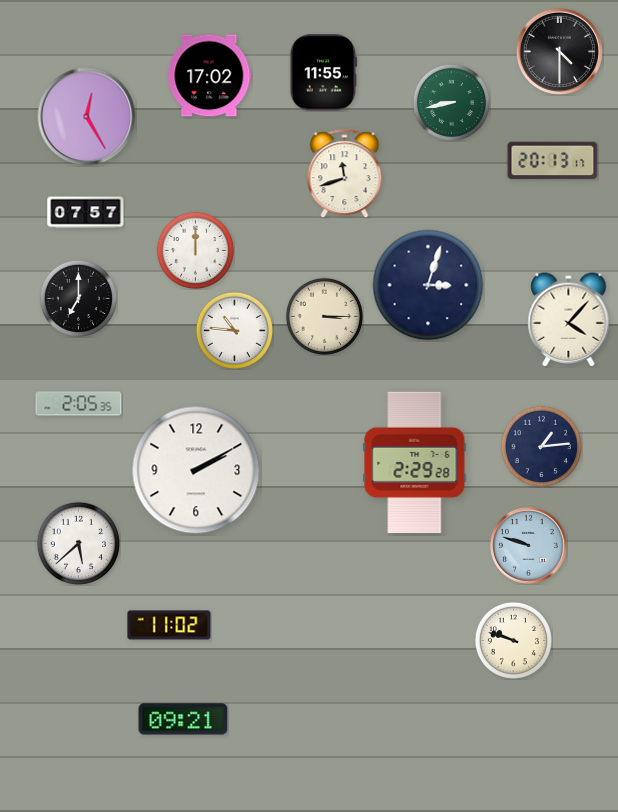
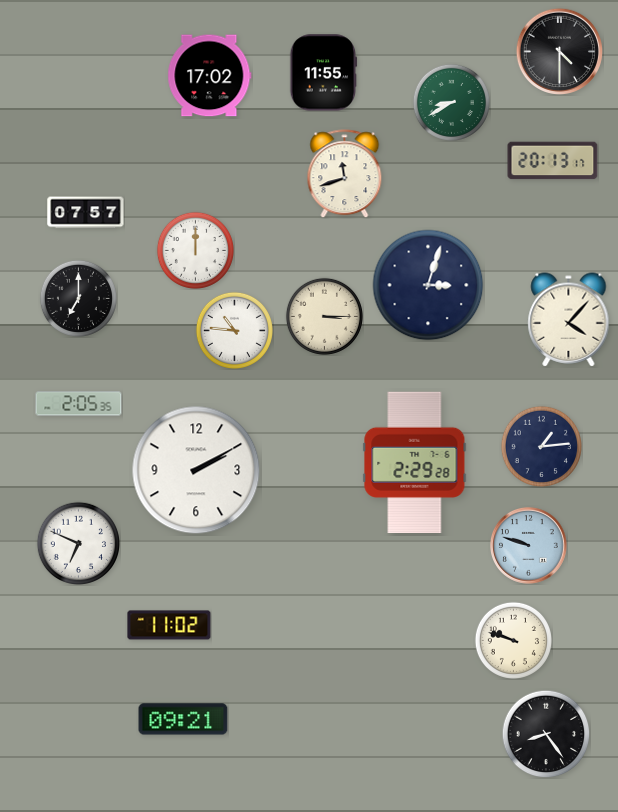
clock at (451, 102): 8:43 -> 8:40
clock at (87, 117): 12:25 -> none
clock at (78, 543): 5:38 -> 6:49
clock at (546, 734): none -> 8:24
